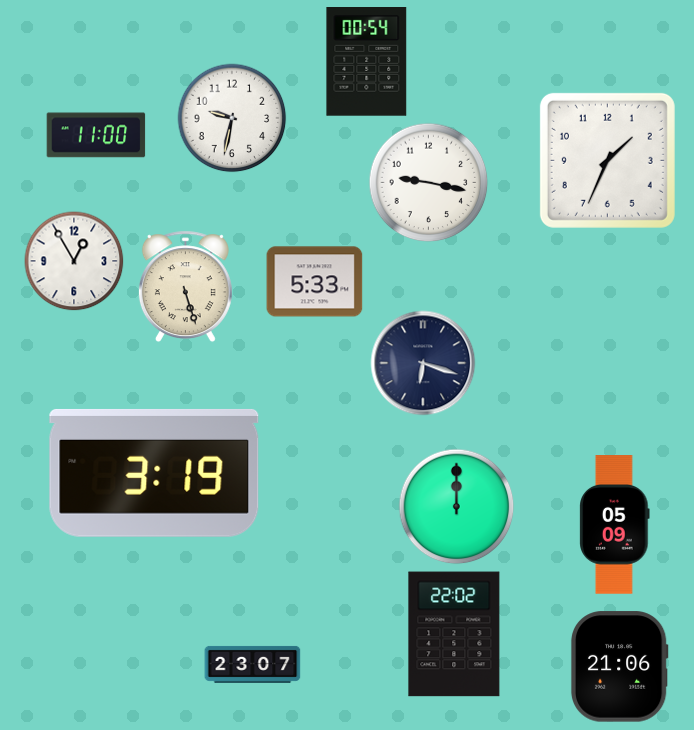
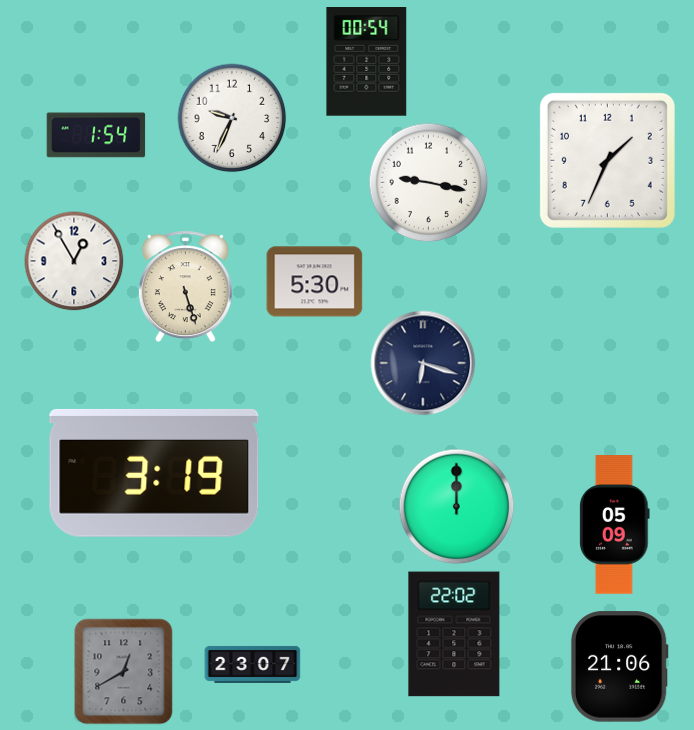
clock at (232, 118): 9:32 -> 9:34
clock at (96, 135): 11:00 -> 1:54
clock at (315, 282): 5:33 -> 5:30
clock at (124, 672): none -> 12:40
